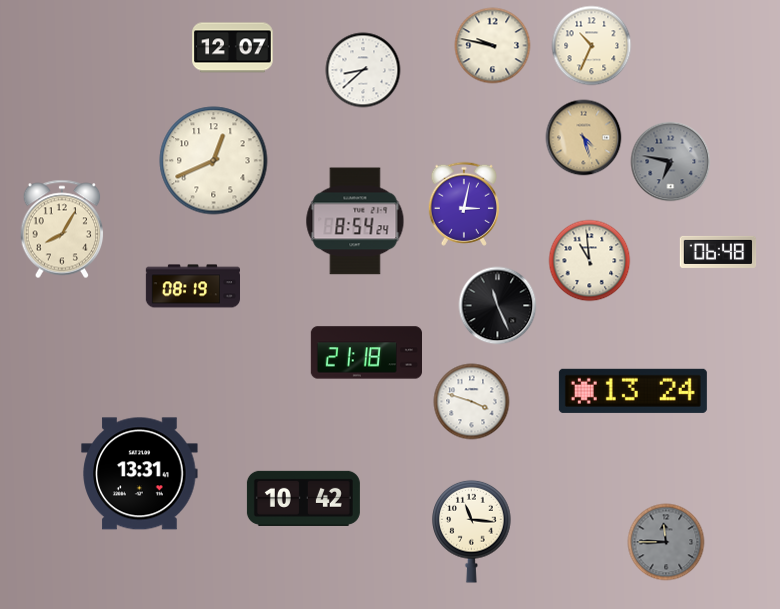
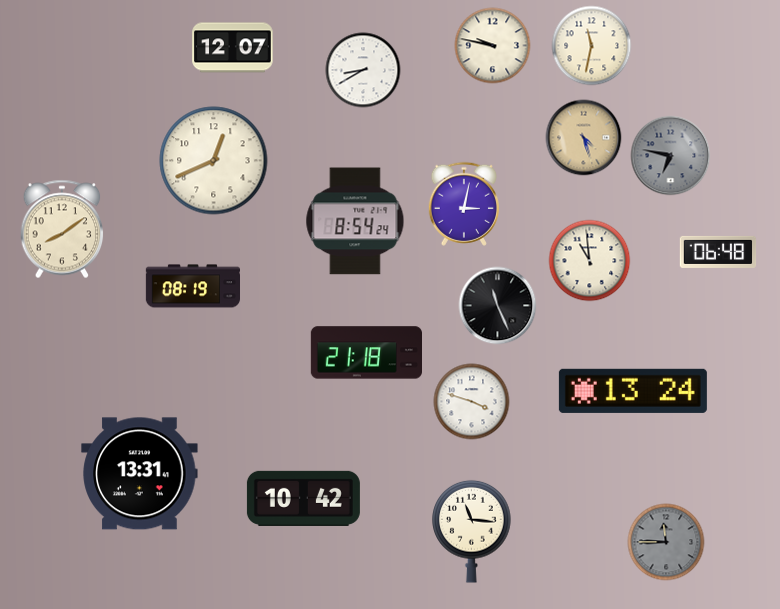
clock at (592, 46): 10:34 -> 11:32
clock at (363, 70): 8:38 -> 8:40
clock at (671, 162) position: (671, 162) -> (671, 156)
clock at (62, 229): 8:05 -> 8:09
